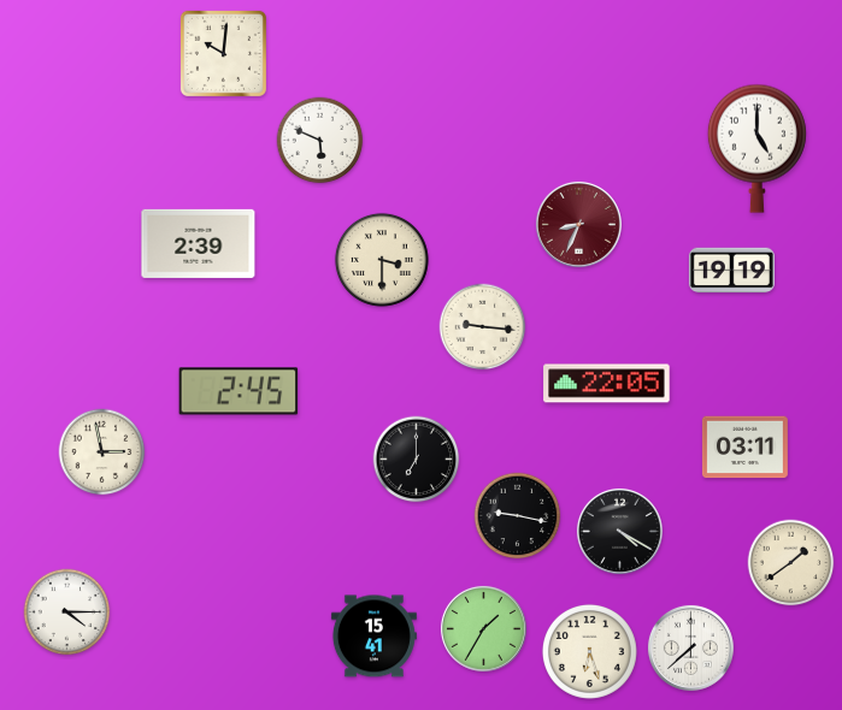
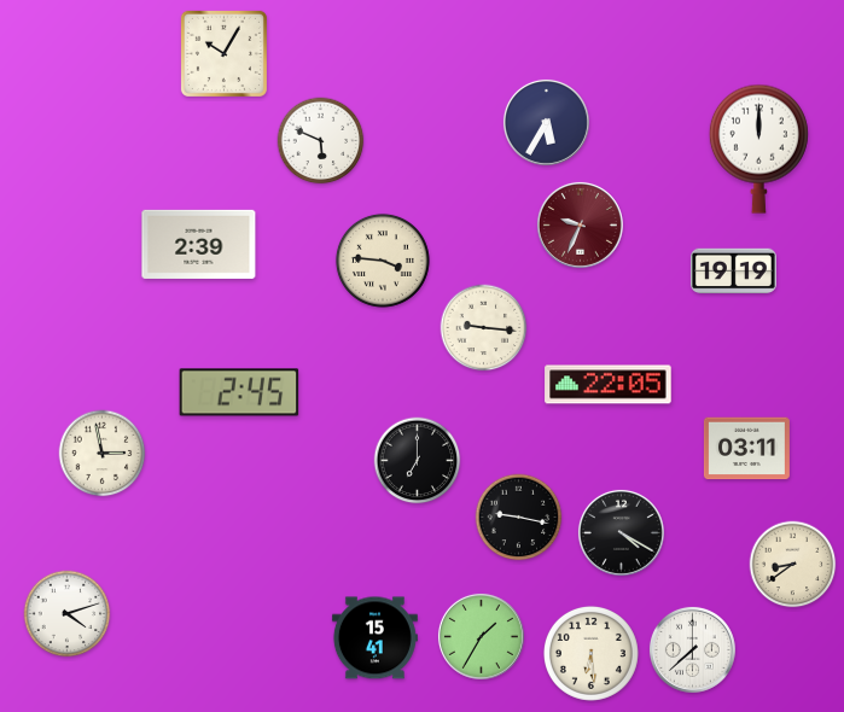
clock at (223, 53): 10:01 -> 10:05
clock at (546, 122): none -> 5:35
clock at (756, 148): 5:00 -> 12:00
clock at (578, 224): 8:34 -> 9:34
clock at (382, 260): 3:30 -> 3:46
clock at (791, 563): 1:39 -> 8:39
clock at (67, 613): 4:15 -> 4:12
clock at (483, 628) position: (483, 628) -> (481, 636)
clock at (589, 651): 6:27 -> 6:29
